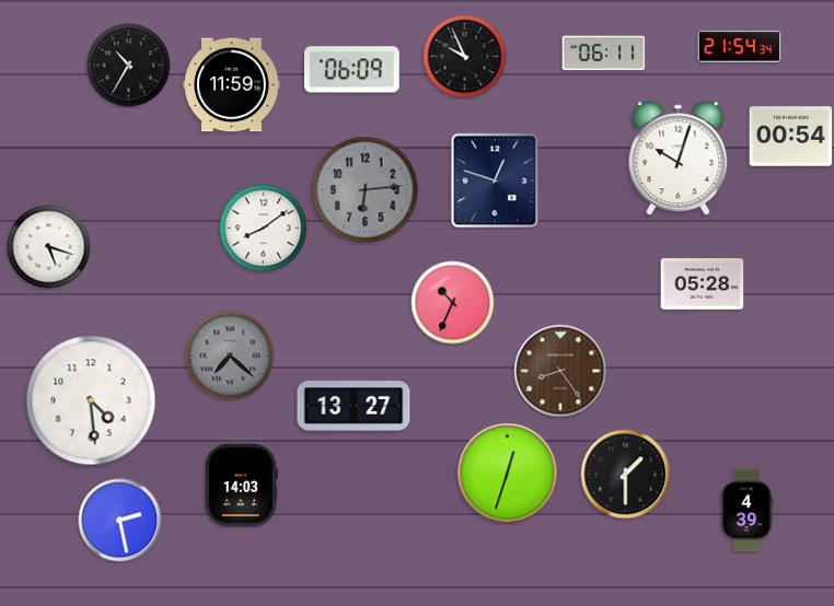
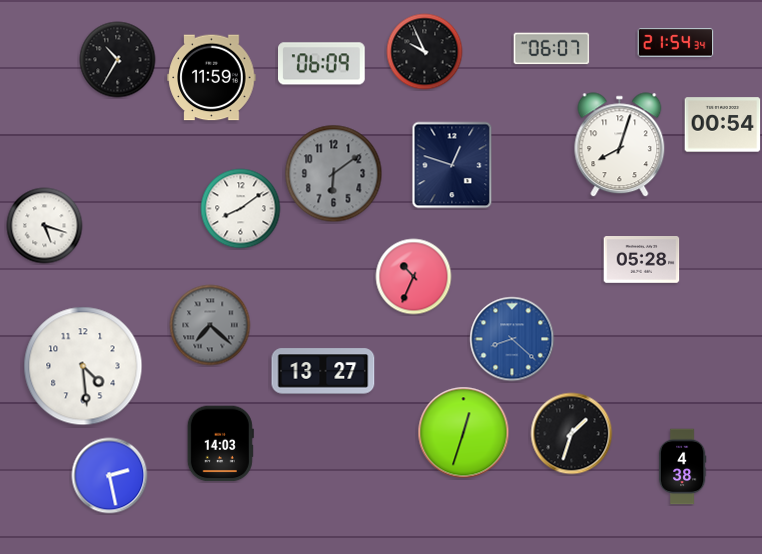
clock at (604, 54): 06:11 -> 06:07
clock at (679, 159): 10:03 -> 8:03
clock at (366, 190): 6:14 -> 6:09
clock at (560, 371): 8:24 -> 8:22
clock at (560, 371) dial: brown -> blue
clock at (626, 475): 1:30 -> 1:33
clock at (746, 511): 4:39 -> 4:38
